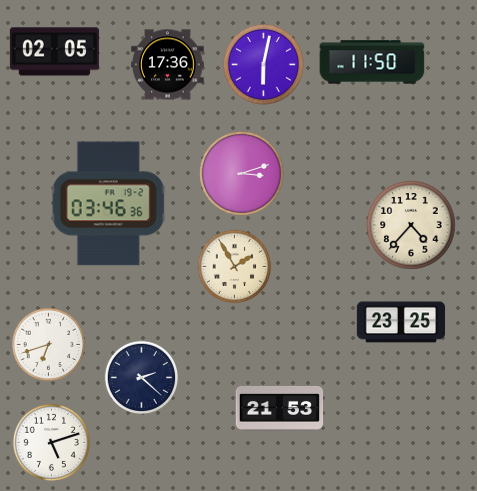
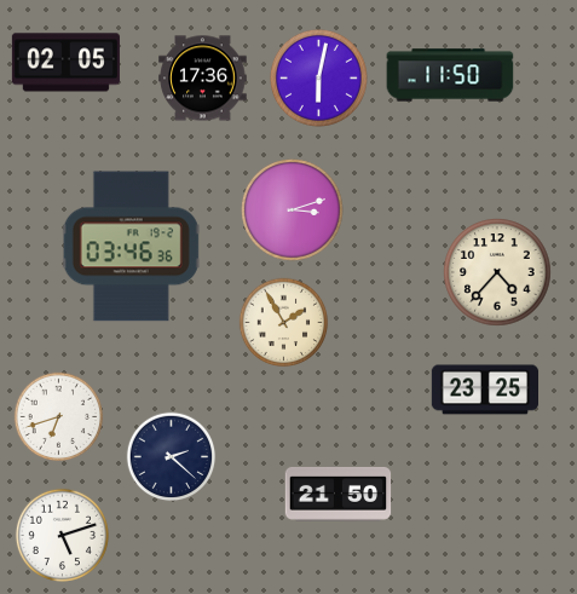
clock at (280, 408): 21:53 -> 21:50
